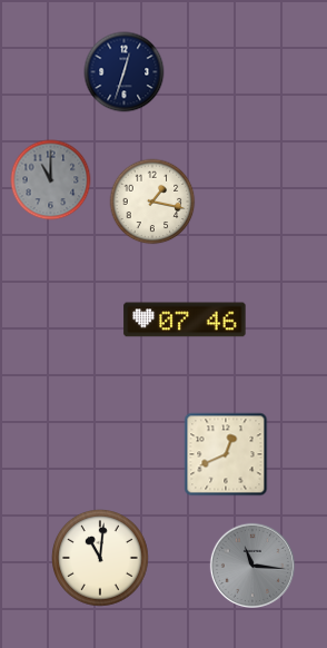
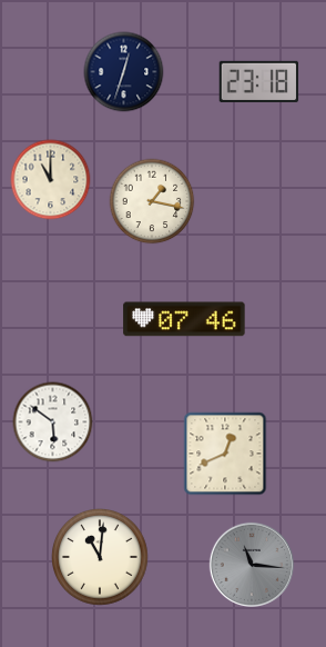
clock at (258, 81): none -> 23:18
clock at (51, 180) dial: grey -> cream
clock at (53, 422): none -> 5:51
